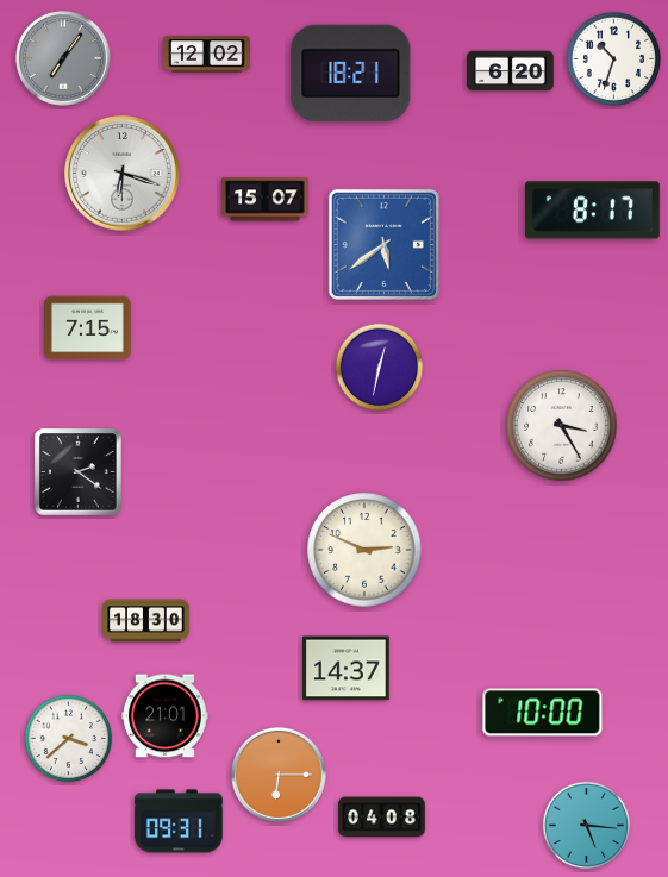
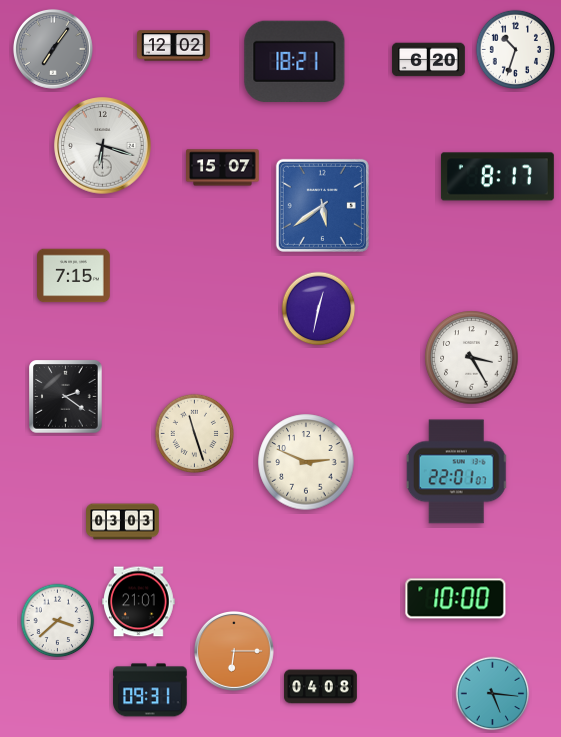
clock at (194, 433): none -> 11:27
clock at (457, 472): none -> 22:01
clock at (146, 621): 18:30 -> 03:03
clock at (347, 669): 14:37 -> none
